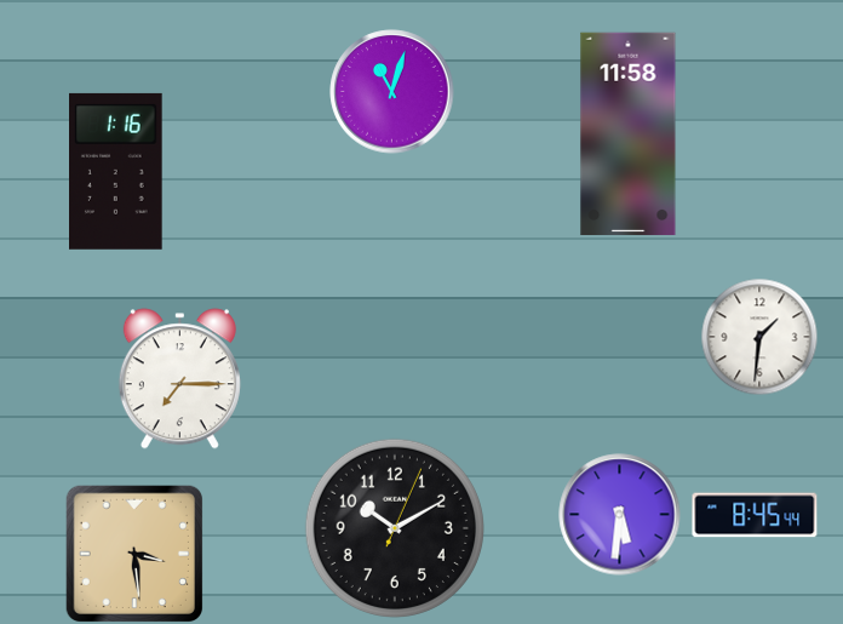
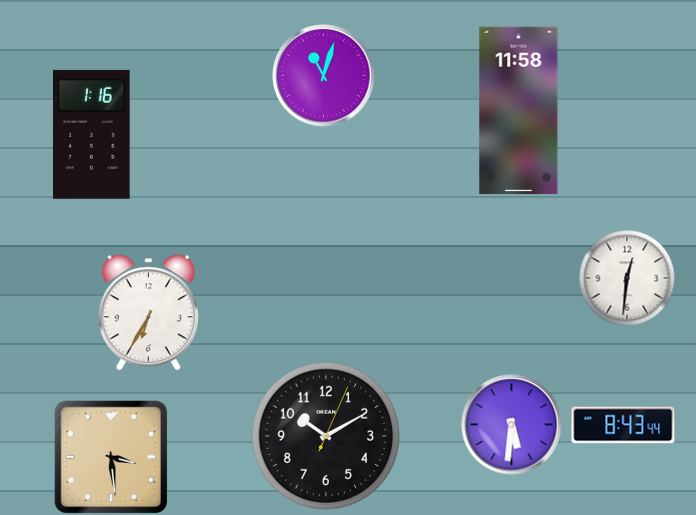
clock at (116, 171) position: (116, 171) -> (92, 134)
clock at (759, 337): 1:31 -> 12:31
clock at (179, 379): 7:15 -> 6:35
clock at (755, 515): 8:45 -> 8:43
